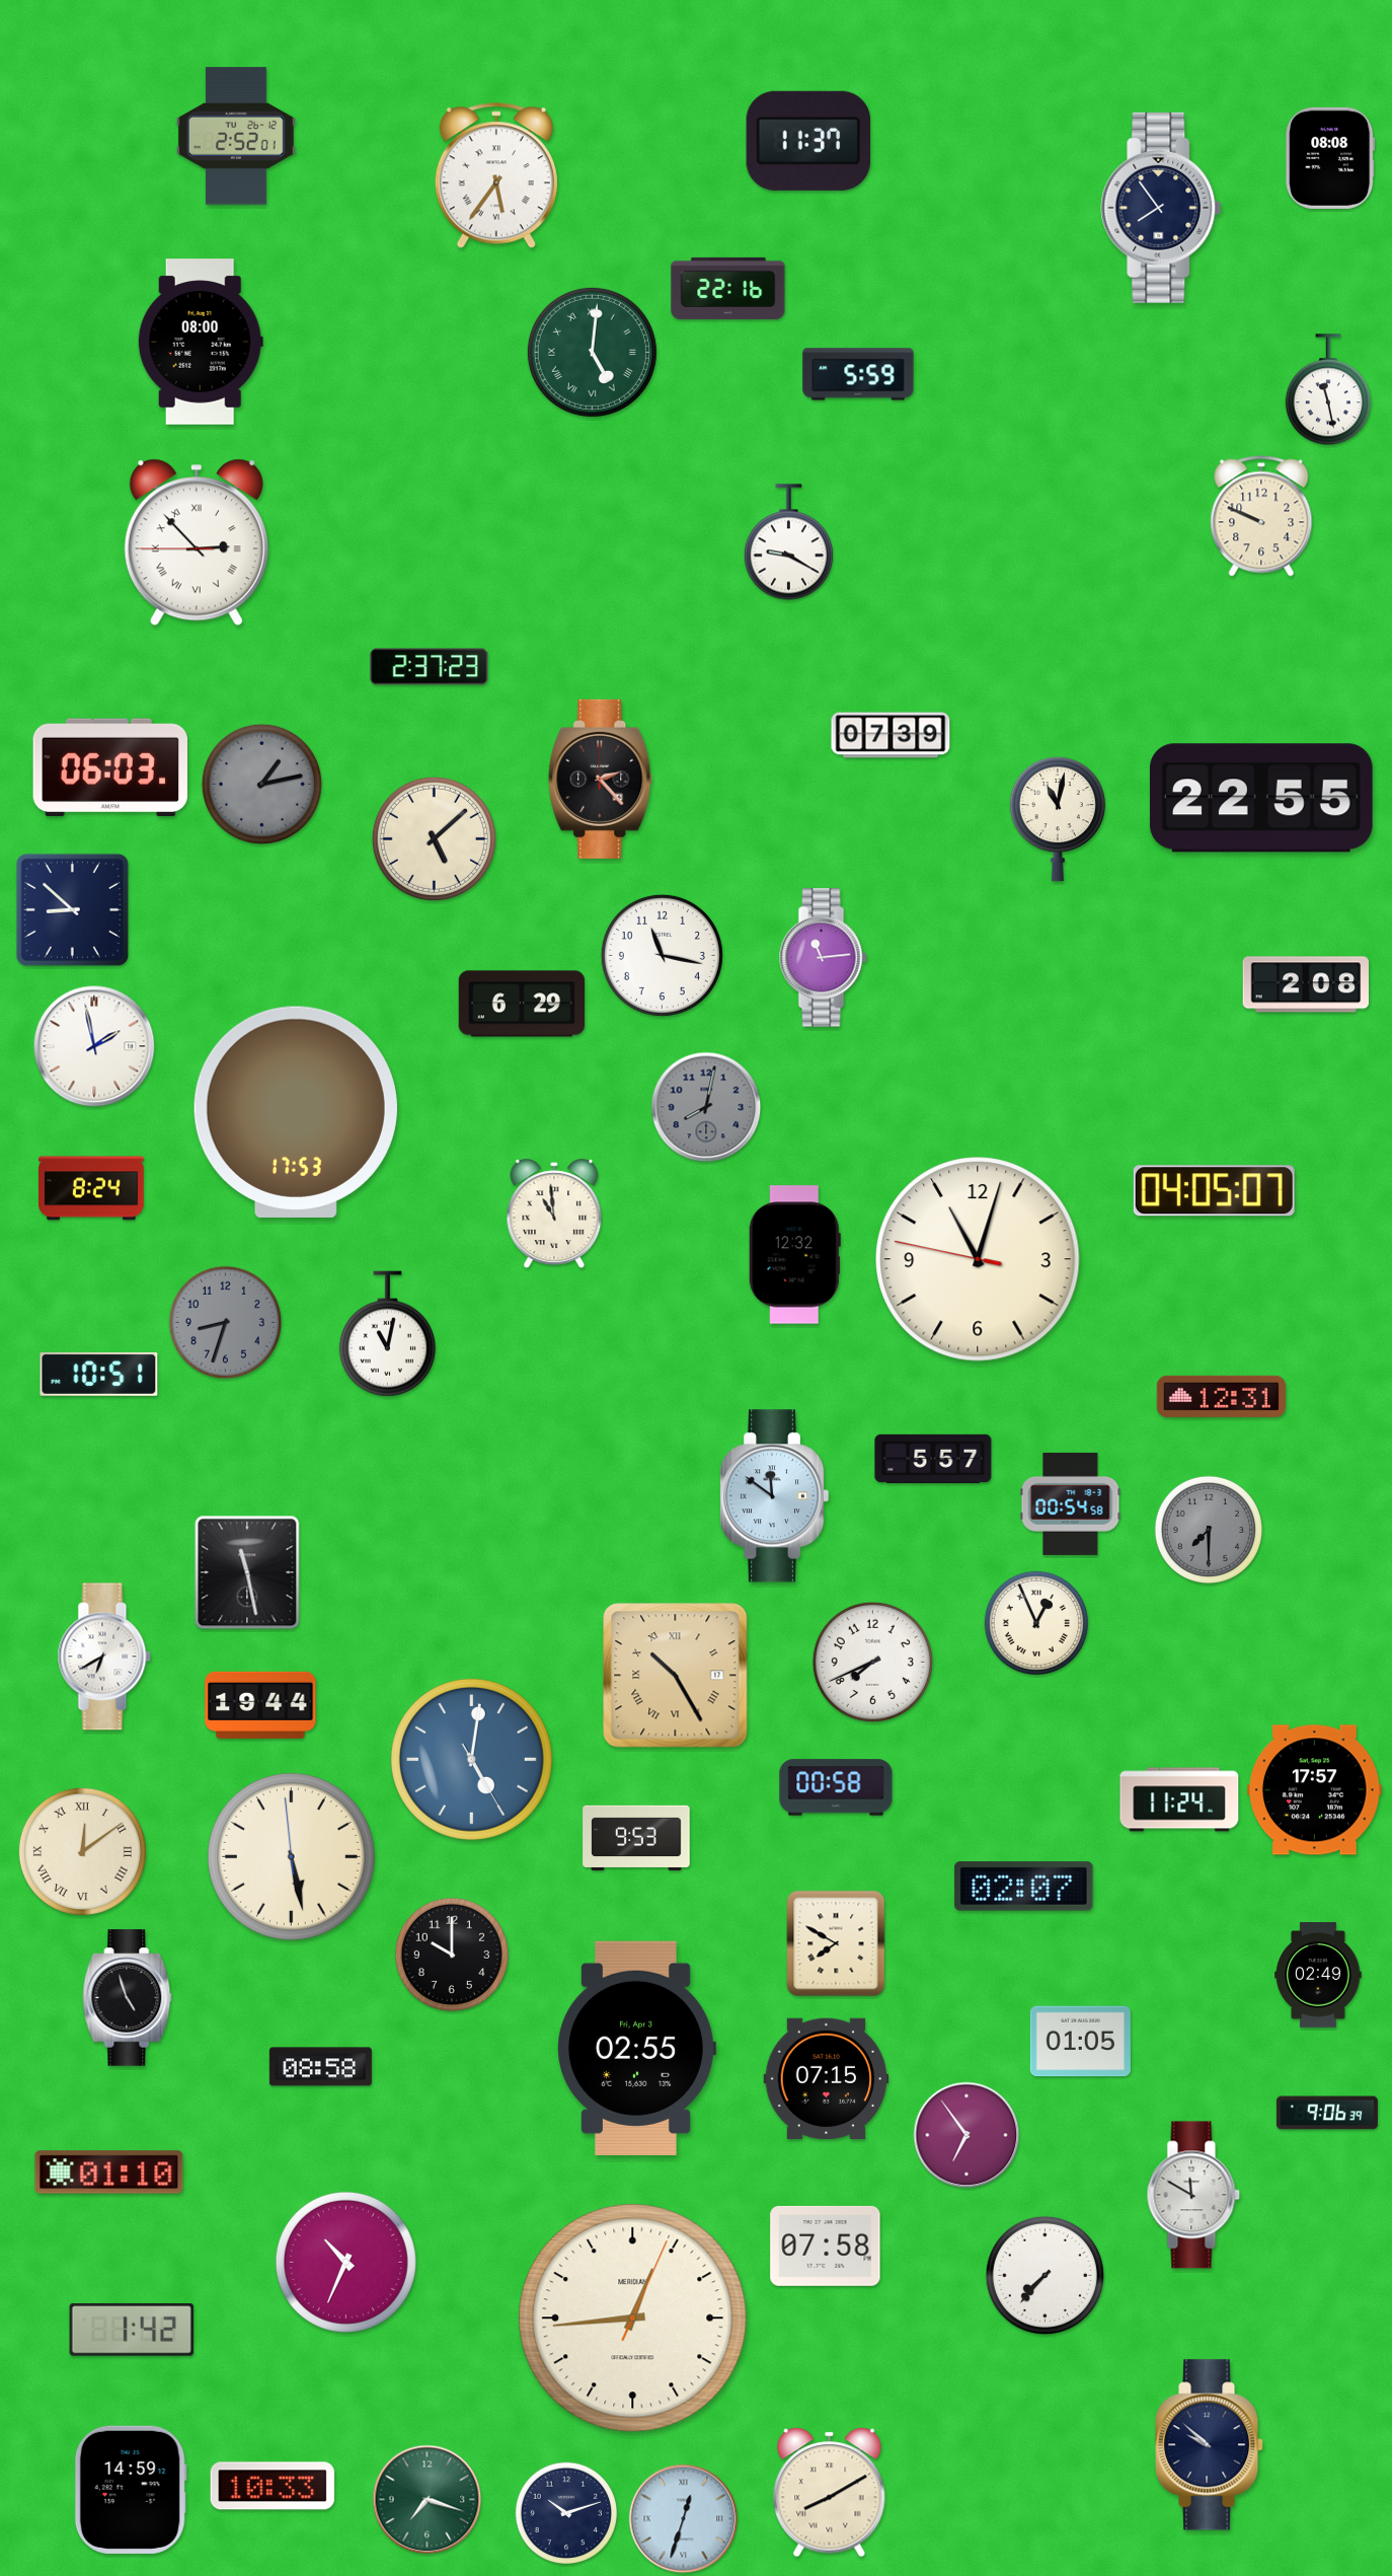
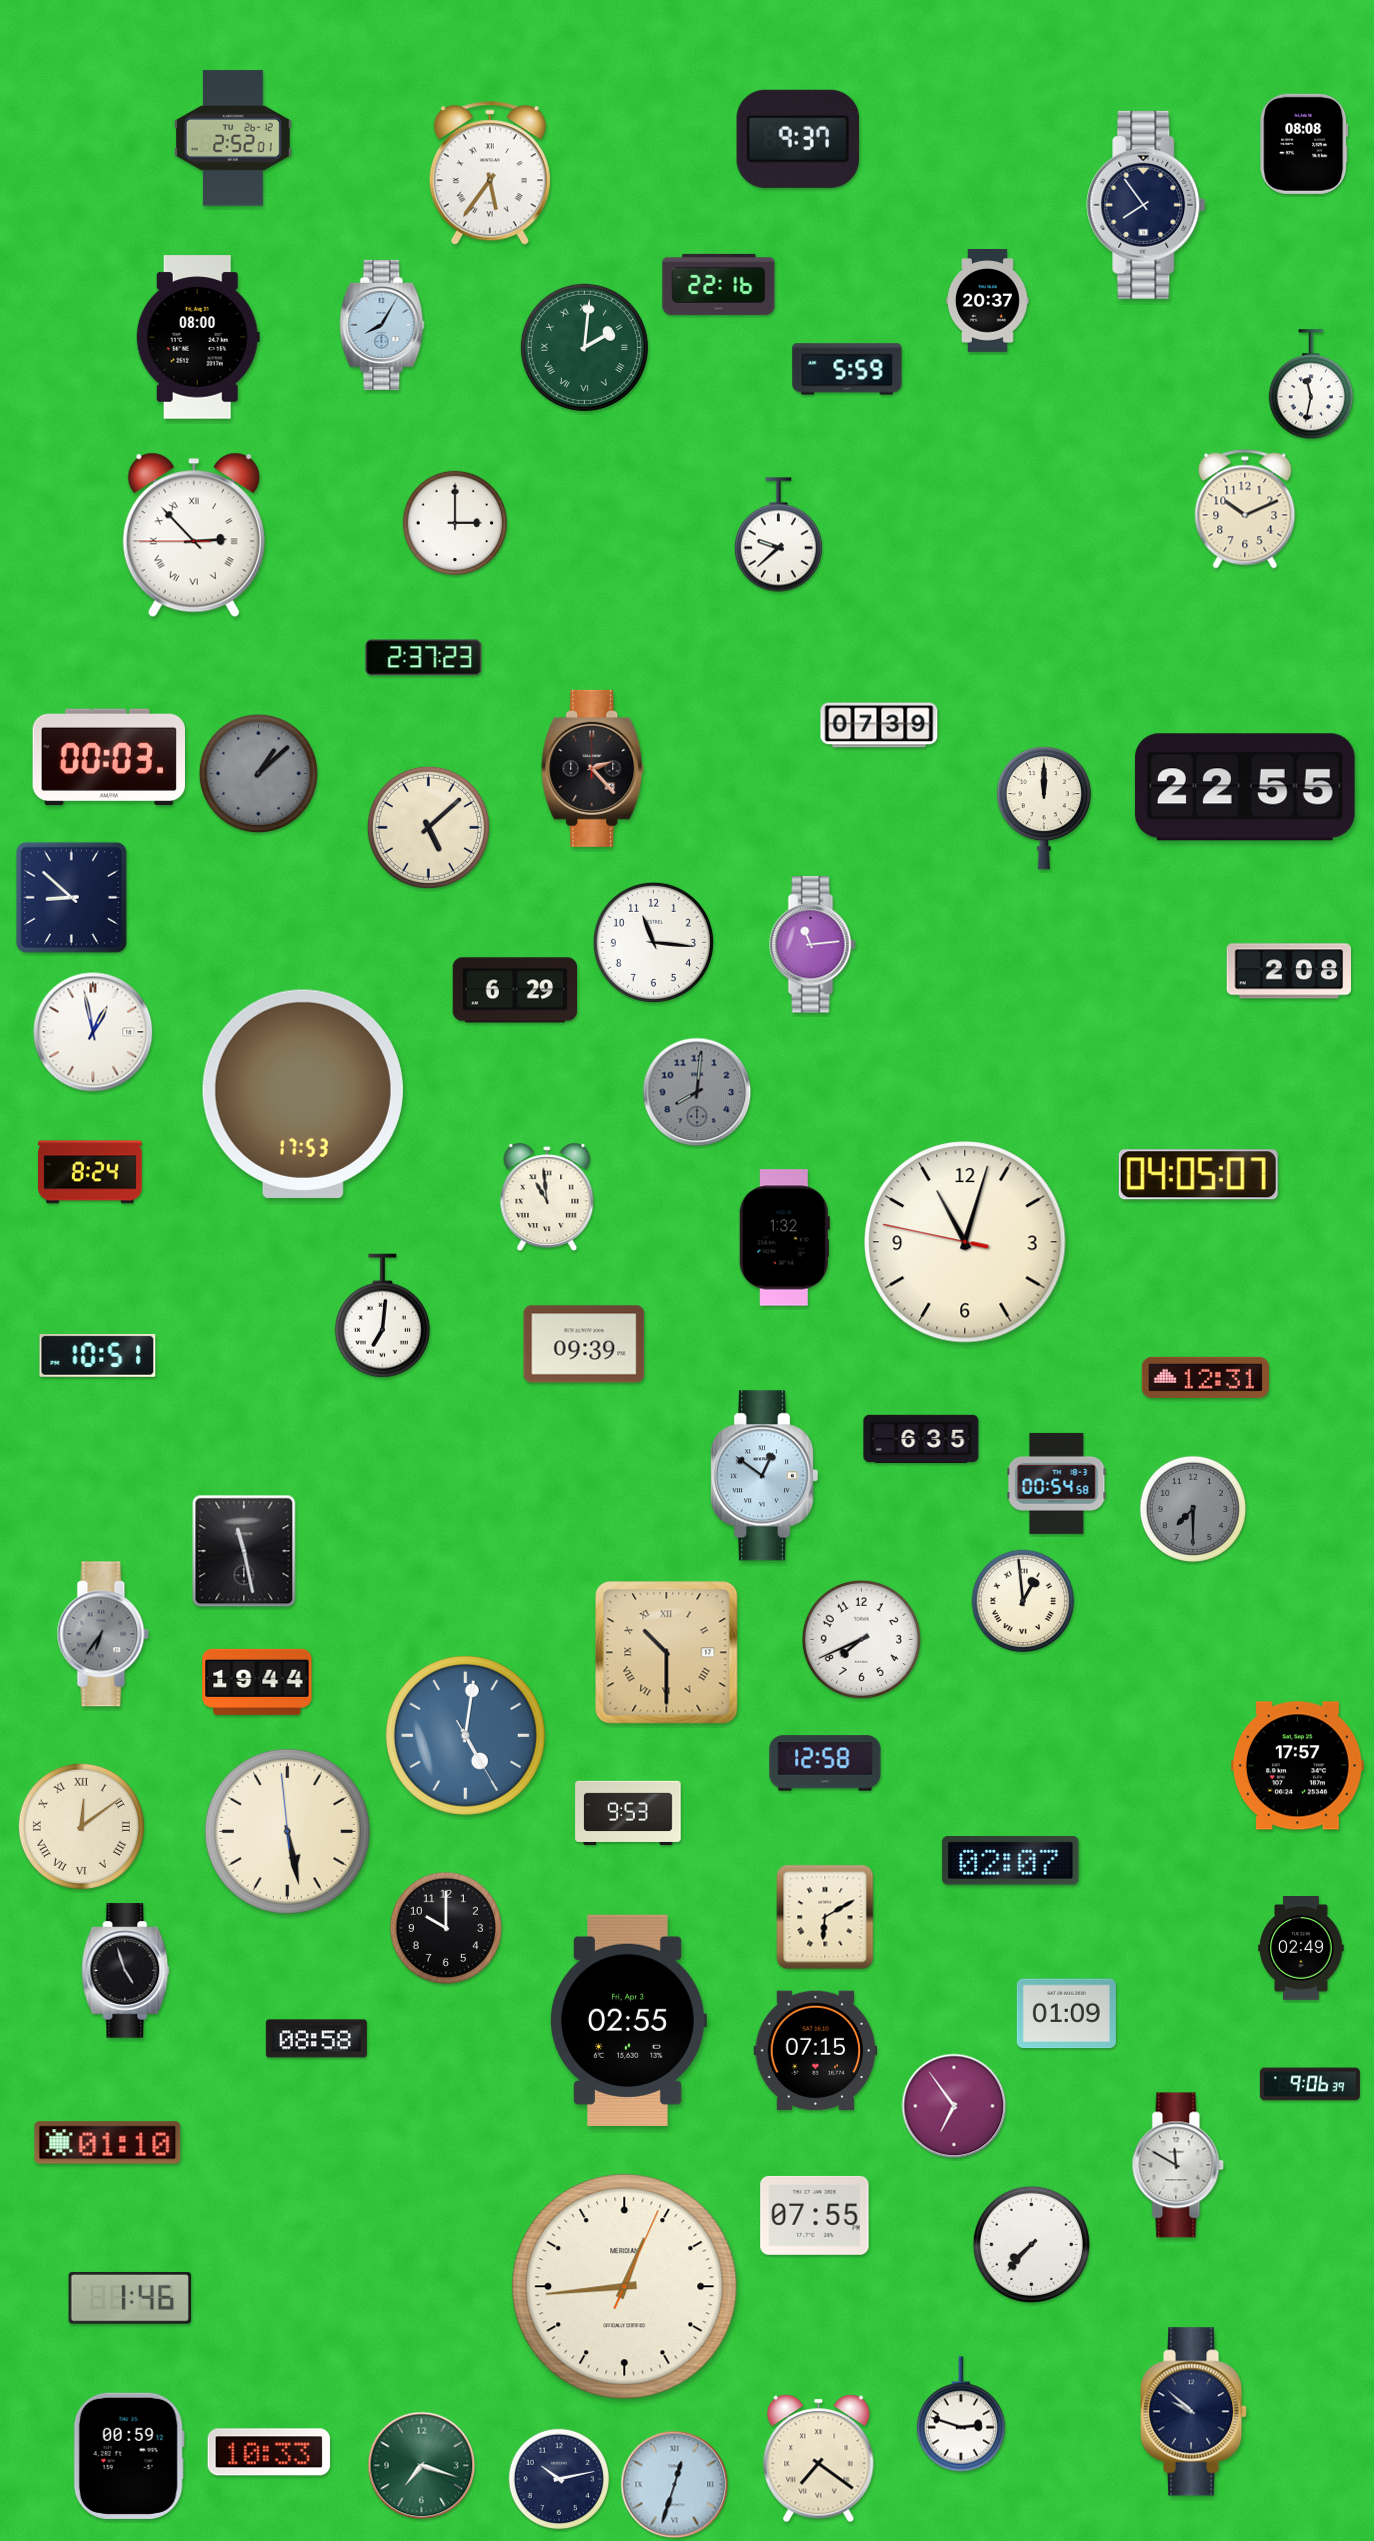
clock at (236, 136) position: (236, 136) -> (233, 138)
clock at (808, 141): 11:37 -> 9:37
clock at (1330, 158) position: (1330, 158) -> (1304, 144)
clock at (988, 301): none -> 20:37
clock at (382, 325): none -> 8:05
clock at (592, 352): 5:01 -> 2:01
clock at (1328, 390): 11:28 -> 11:32
clock at (1261, 516): 9:49 -> 10:11
clock at (454, 522): none -> 3:00
clock at (788, 542): 9:20 -> 9:38
clock at (109, 767): 06:03 -> 00:03
clock at (261, 784): 1:13 -> 1:08
clock at (1058, 819): 11:02 -> 12:00
clock at (662, 955): 11:17 -> 11:16
clock at (94, 1046): 1:58 -> 12:58
clock at (706, 1107): 8:02 -> 8:01
clock at (296, 1112) position: (296, 1112) -> (303, 1094)
clock at (794, 1255): 12:32 -> 1:32
clock at (225, 1322): 8:33 -> none
clock at (387, 1334): 11:02 -> 7:01
clock at (584, 1344): none -> 09:39
clock at (933, 1459): 5:57 -> 6:35
clock at (774, 1496): 11:51 -> 12:51
clock at (1035, 1622): 12:56 -> 12:59
clock at (104, 1657): 6:40 -> 6:36
clock at (104, 1657) dial: white -> grey
clock at (676, 1676): 10:25 -> 10:30
clock at (836, 1787): 00:58 -> 12:58
clock at (1179, 1799): 11:24 -> none
clock at (836, 1943): 7:50 -> 6:10
clock at (1080, 2042): 01:05 -> 01:09
clock at (826, 2246): 07:58 -> 07:55
clock at (345, 2262): 10:34 -> none
clock at (132, 2330): 1:42 -> 1:46
clock at (961, 2414): none -> 2:48
clock at (131, 2490): 14:59 -> 00:59
clock at (830, 2493): 8:10 -> 7:21
clock at (565, 2512): 10:12 -> 10:13
